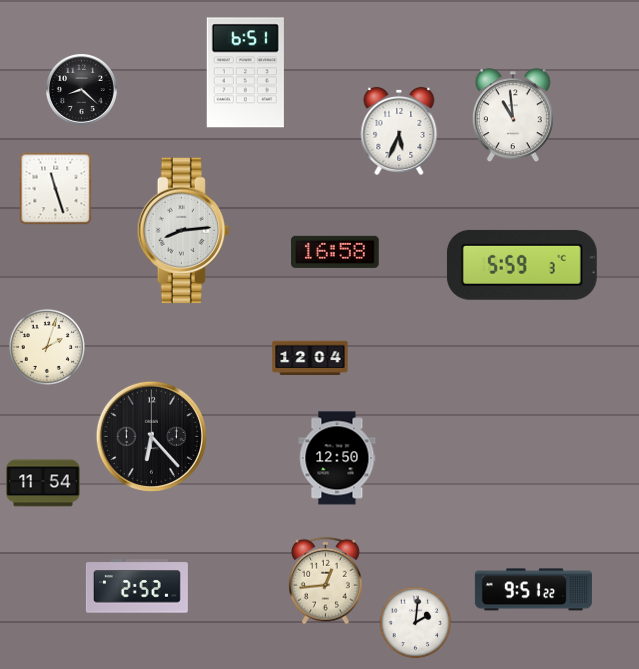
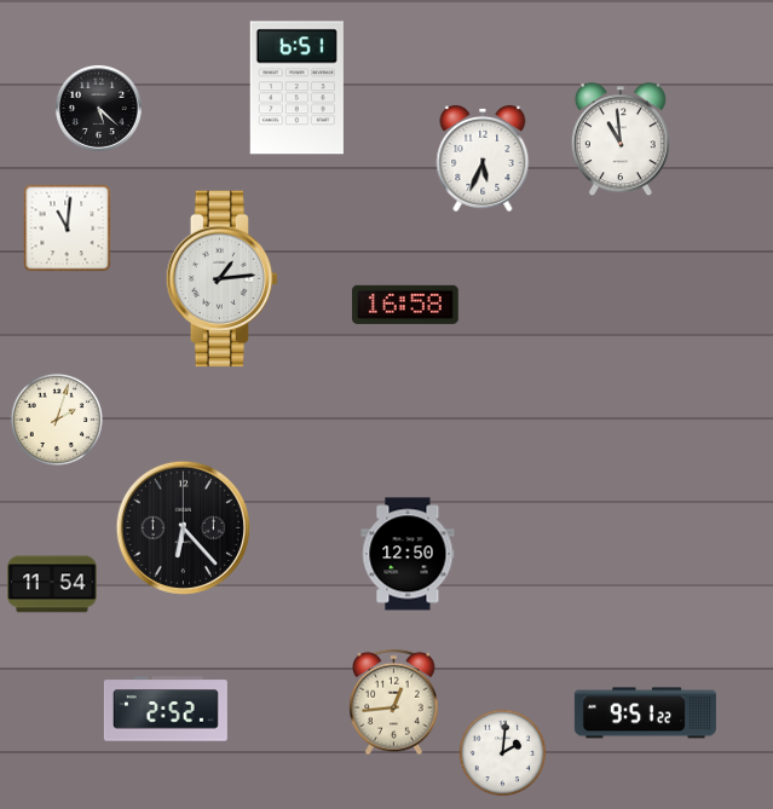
clock at (81, 89): 8:22 -> 5:22
clock at (56, 189): 11:27 -> 11:01
clock at (183, 231): 8:14 -> 1:14
clock at (522, 265): 5:59 -> none
clock at (310, 358): 12:04 -> none
